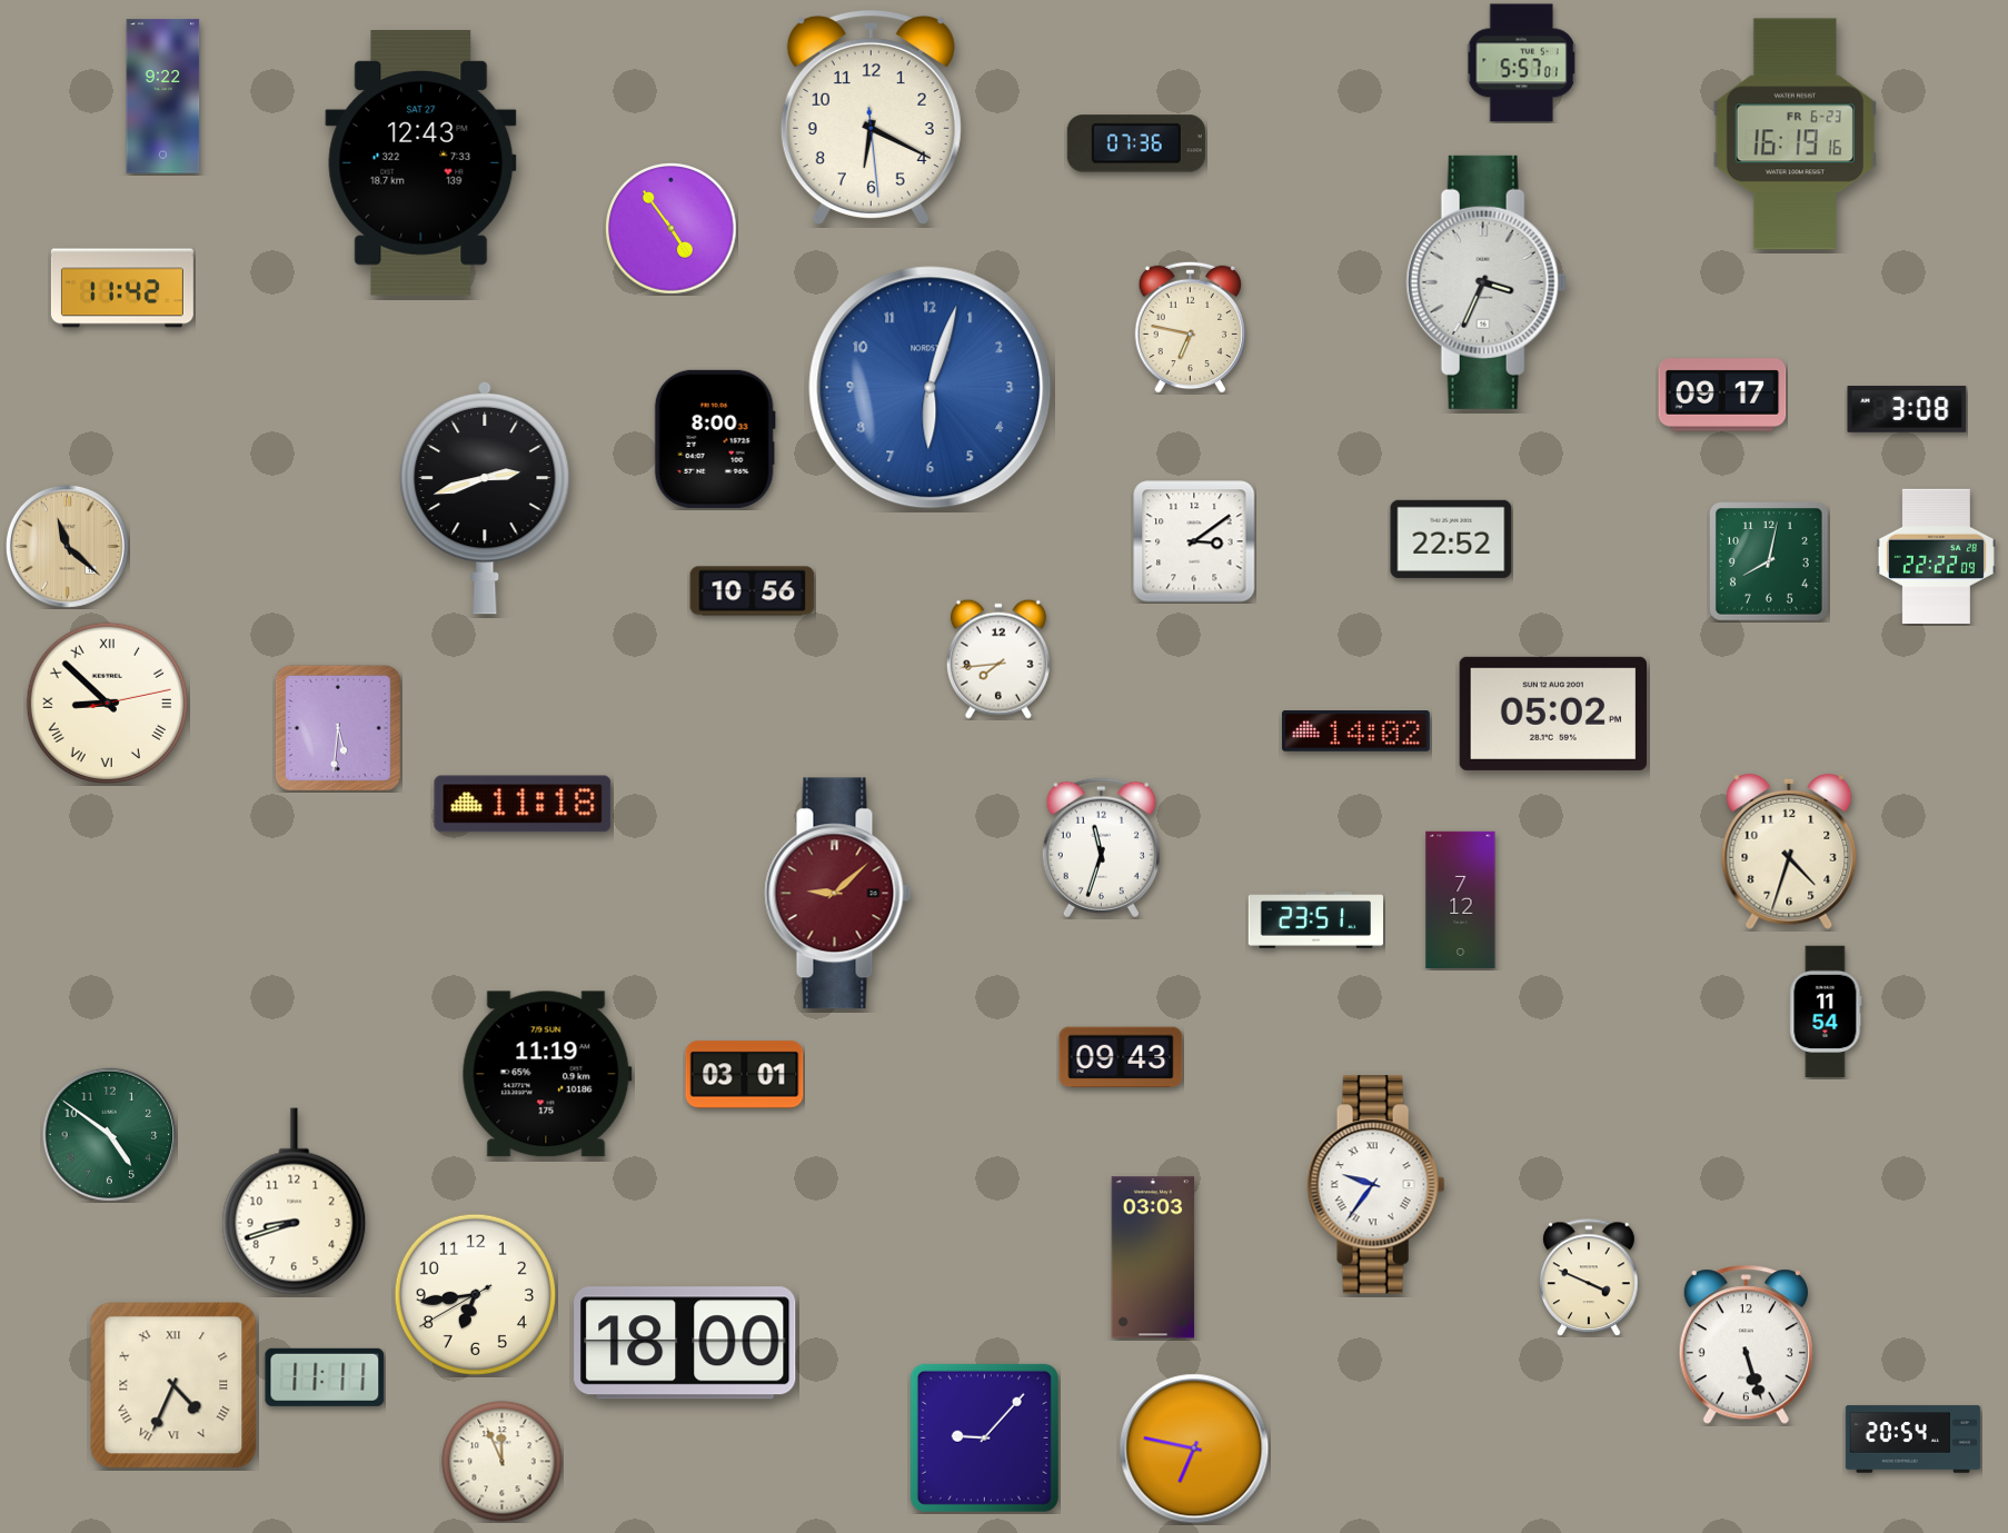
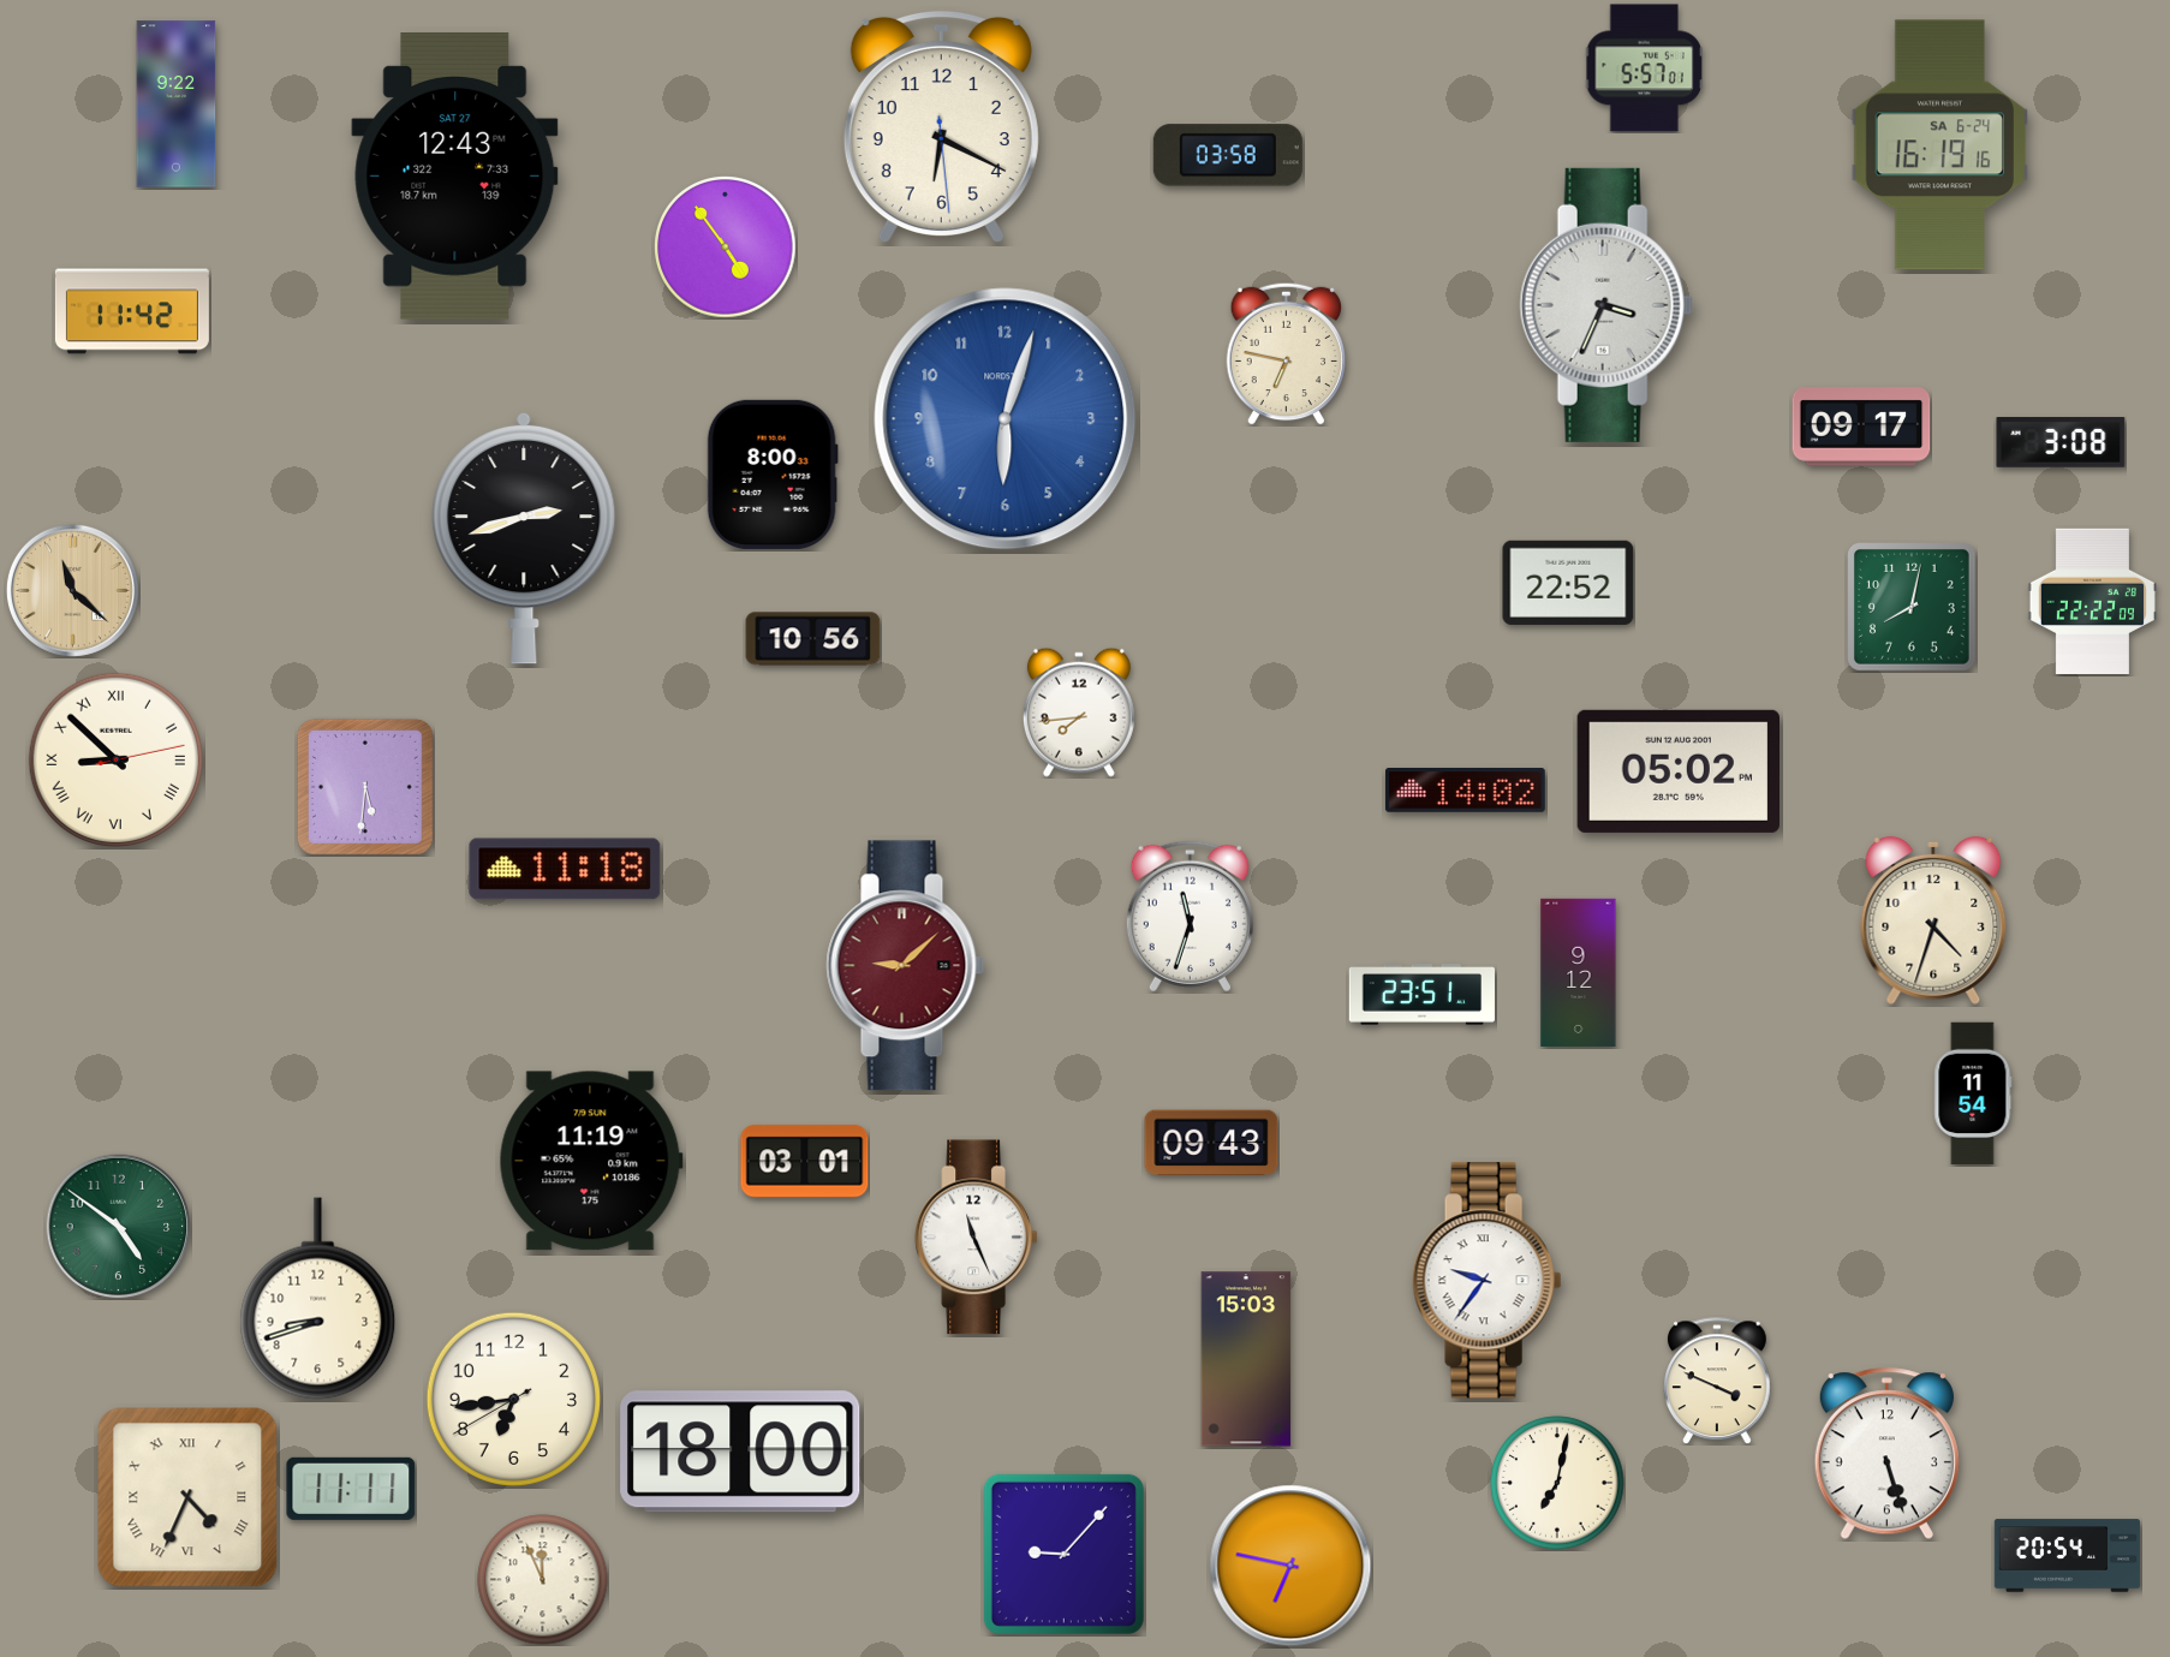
clock at (1795, 135) date: FR 6-23 -> SA 6-24
clock at (1136, 143): 07:36 -> 03:58
clock at (1194, 541): 3:09 -> none
clock at (1461, 899): 7:12 -> 9:12
clock at (976, 1238): none -> 11:26
clock at (1153, 1257): 03:03 -> 15:03
clock at (1557, 1483): none -> 7:02
